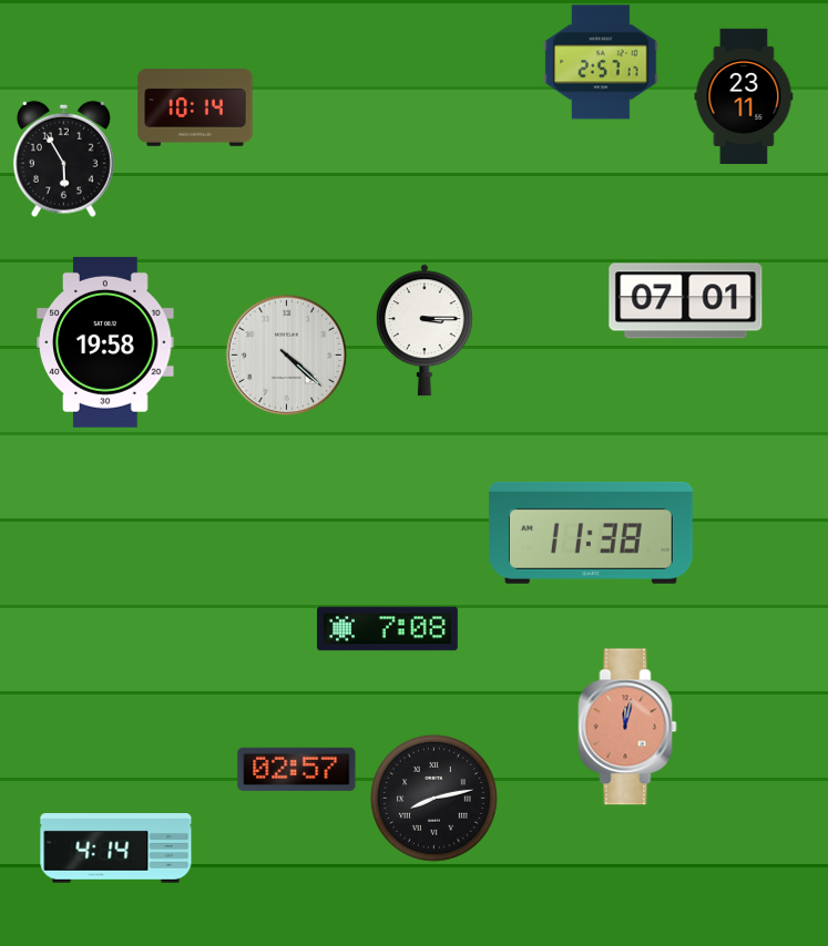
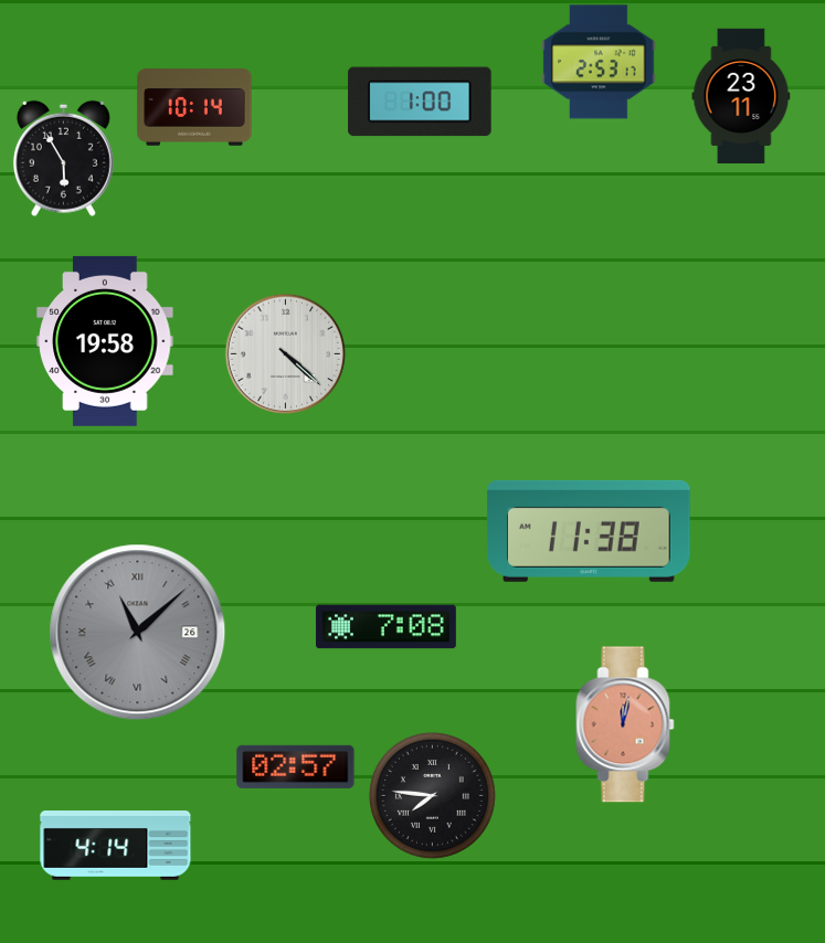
clock at (601, 62): 2:57 -> 2:53
clock at (420, 102): none -> 1:00
clock at (686, 301): 07:01 -> none
clock at (425, 330): 3:15 -> none
clock at (138, 633): none -> 11:08
clock at (433, 798): 8:13 -> 7:46
